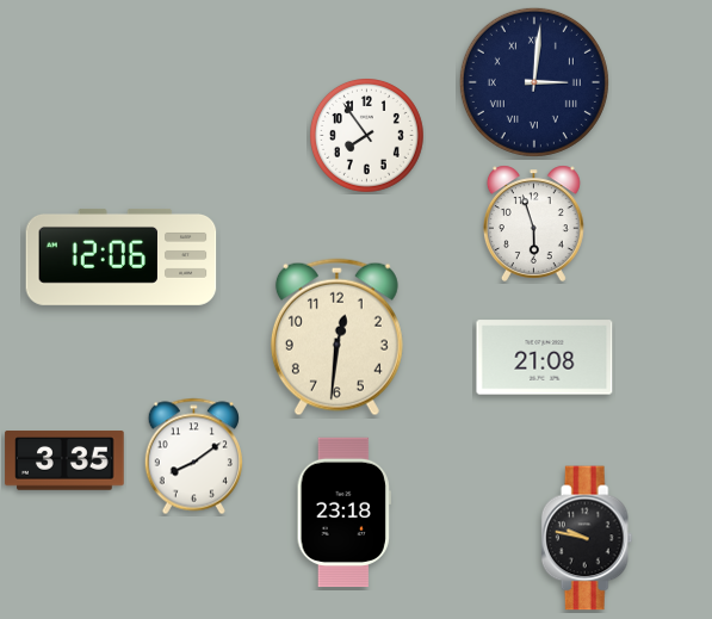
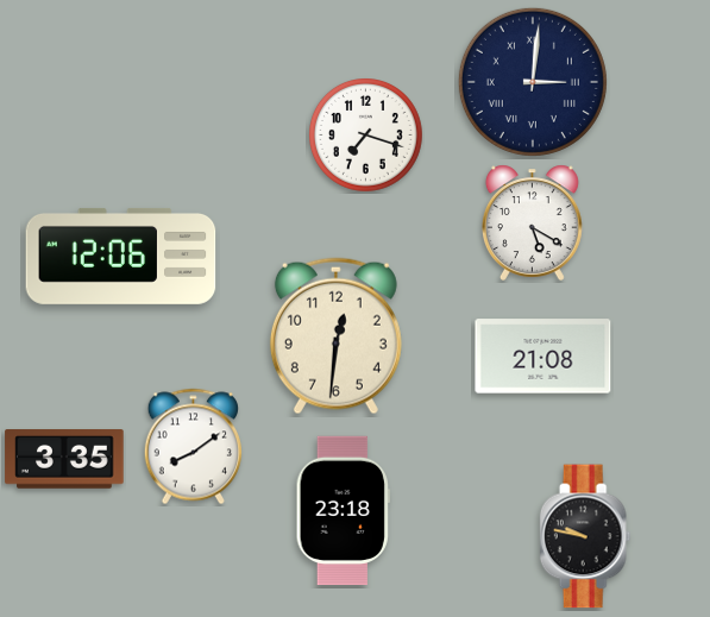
clock at (367, 136): 7:54 -> 7:18
clock at (533, 223): 5:57 -> 5:20
clock at (193, 457) position: (193, 457) -> (193, 447)
